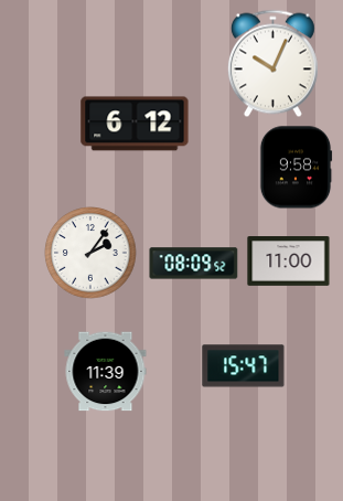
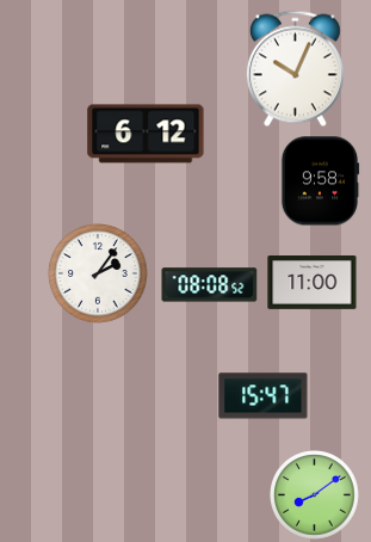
clock at (194, 264): 08:09 -> 08:08
clock at (106, 372): 11:39 -> none
clock at (315, 495): none -> 8:09
